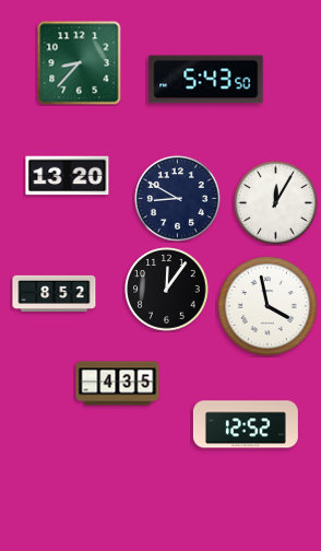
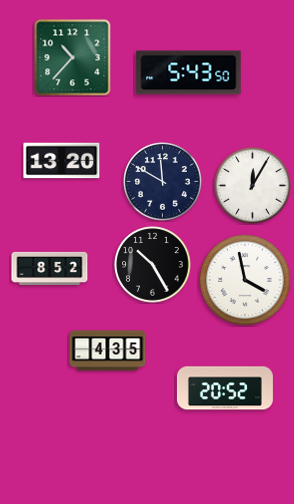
clock at (80, 63): 8:37 -> 10:37
clock at (178, 199): 8:50 -> 11:50
clock at (167, 290): 12:06 -> 10:25
clock at (246, 424): 12:52 -> 20:52
